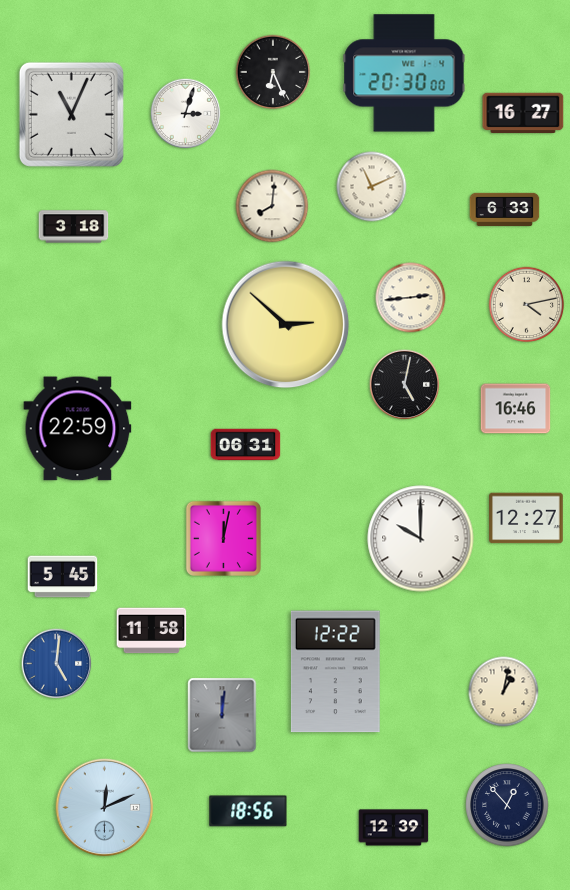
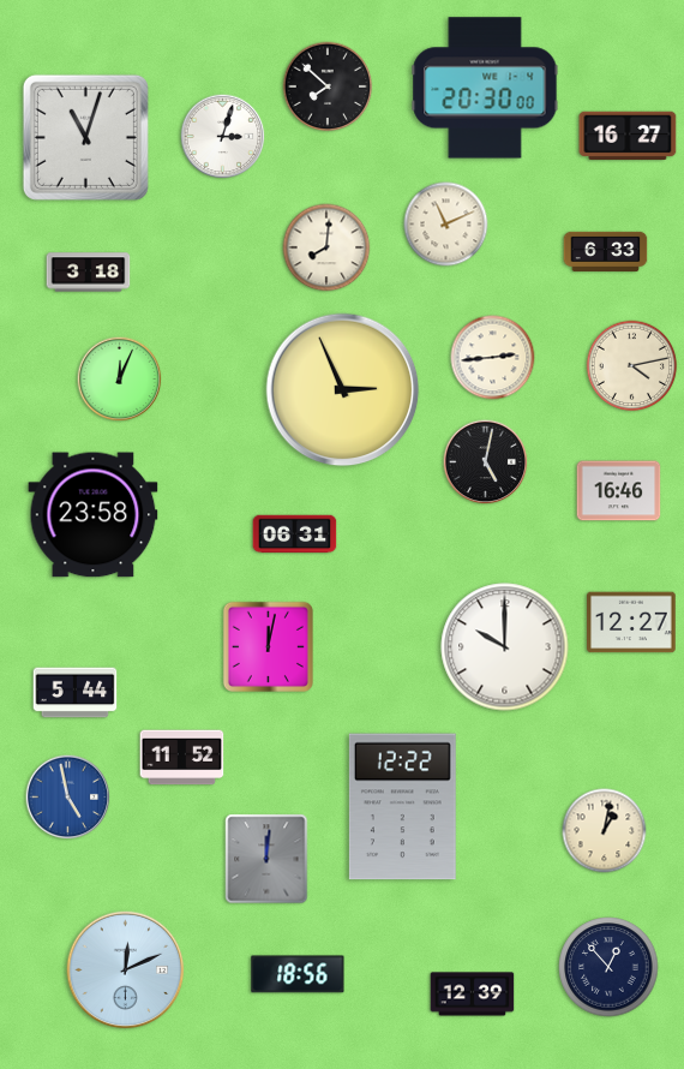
clock at (273, 72): 6:26 -> 7:52
clock at (71, 114): 11:04 -> 11:03
clock at (120, 380): none -> 12:04
clock at (286, 325): 2:52 -> 2:56
clock at (78, 429): 22:59 -> 23:58
clock at (63, 577): 5:45 -> 5:44
clock at (152, 631): 11:58 -> 11:52
clock at (57, 664): 5:01 -> 4:58
